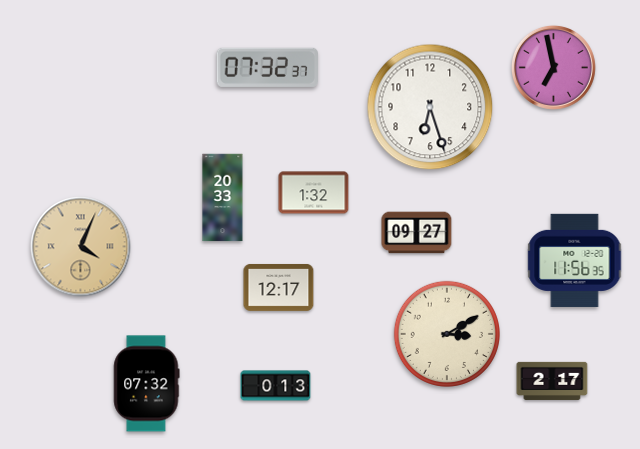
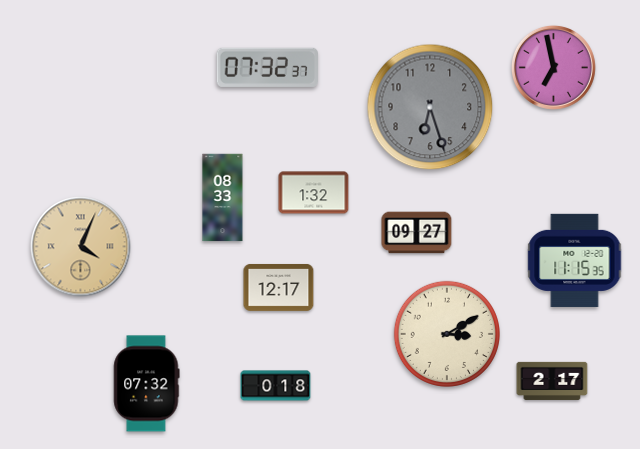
clock at (430, 107) dial: white -> grey
clock at (223, 198): 20:33 -> 08:33
clock at (575, 260): 11:56 -> 11:15
clock at (276, 386): 0:13 -> 0:18
